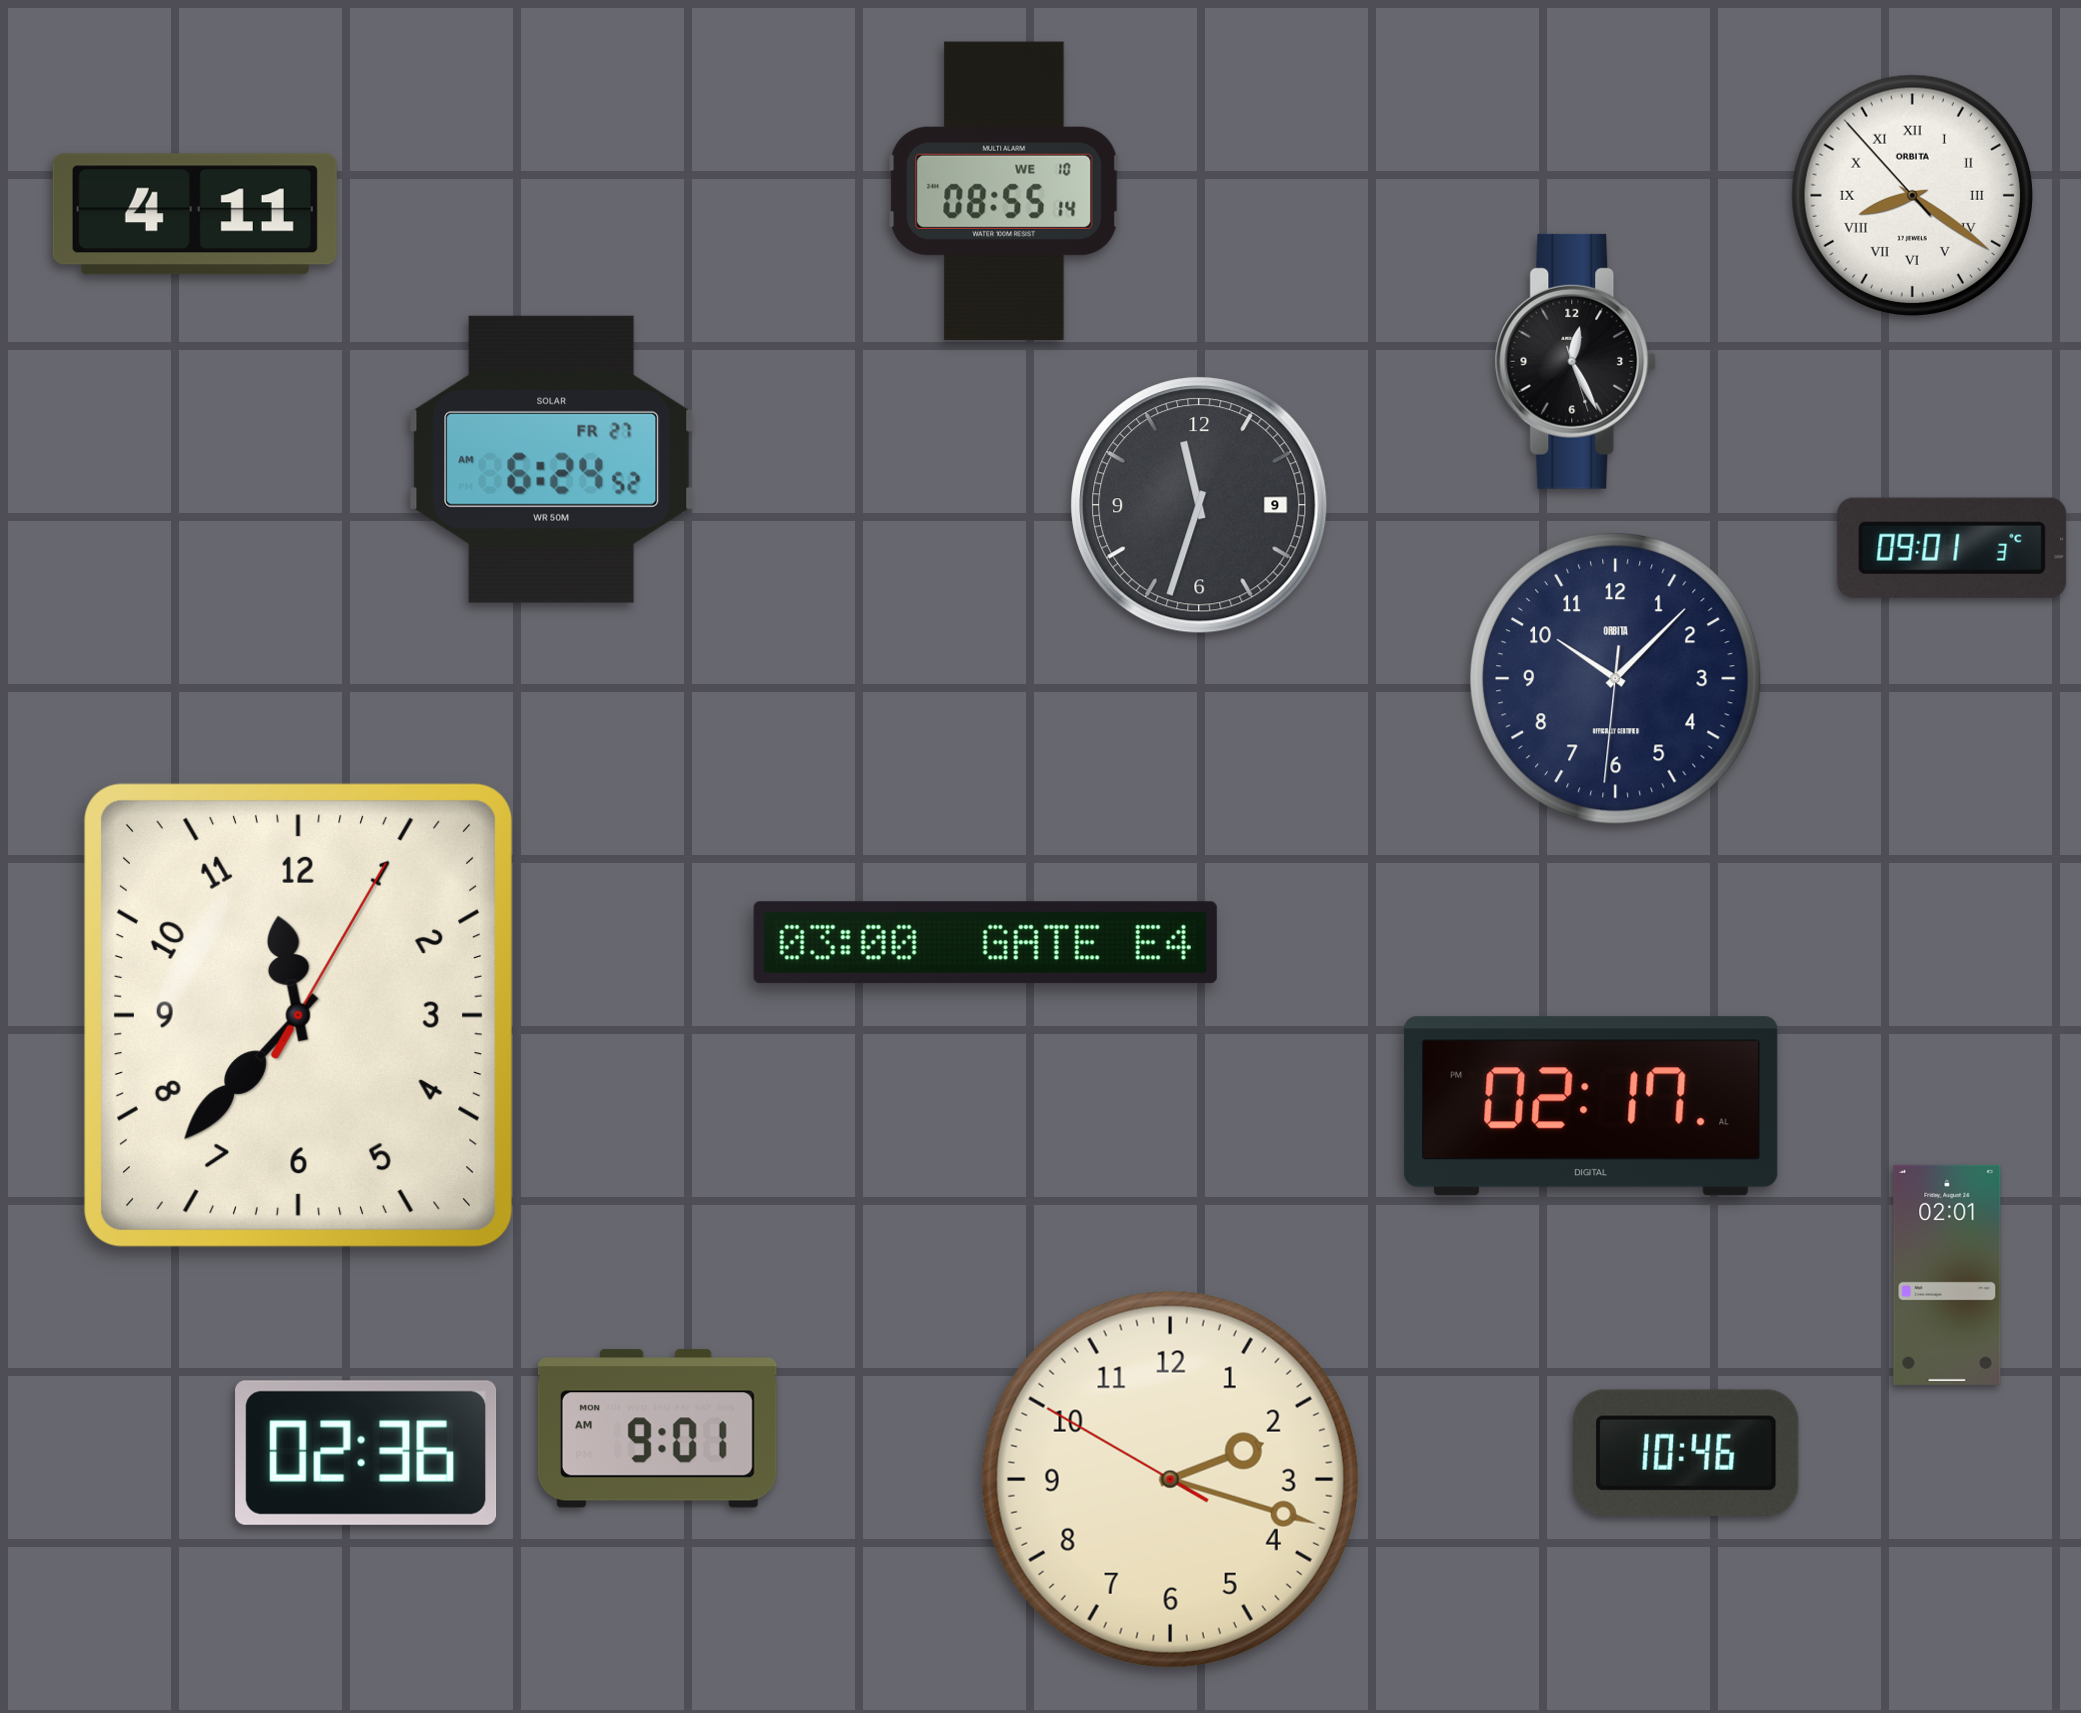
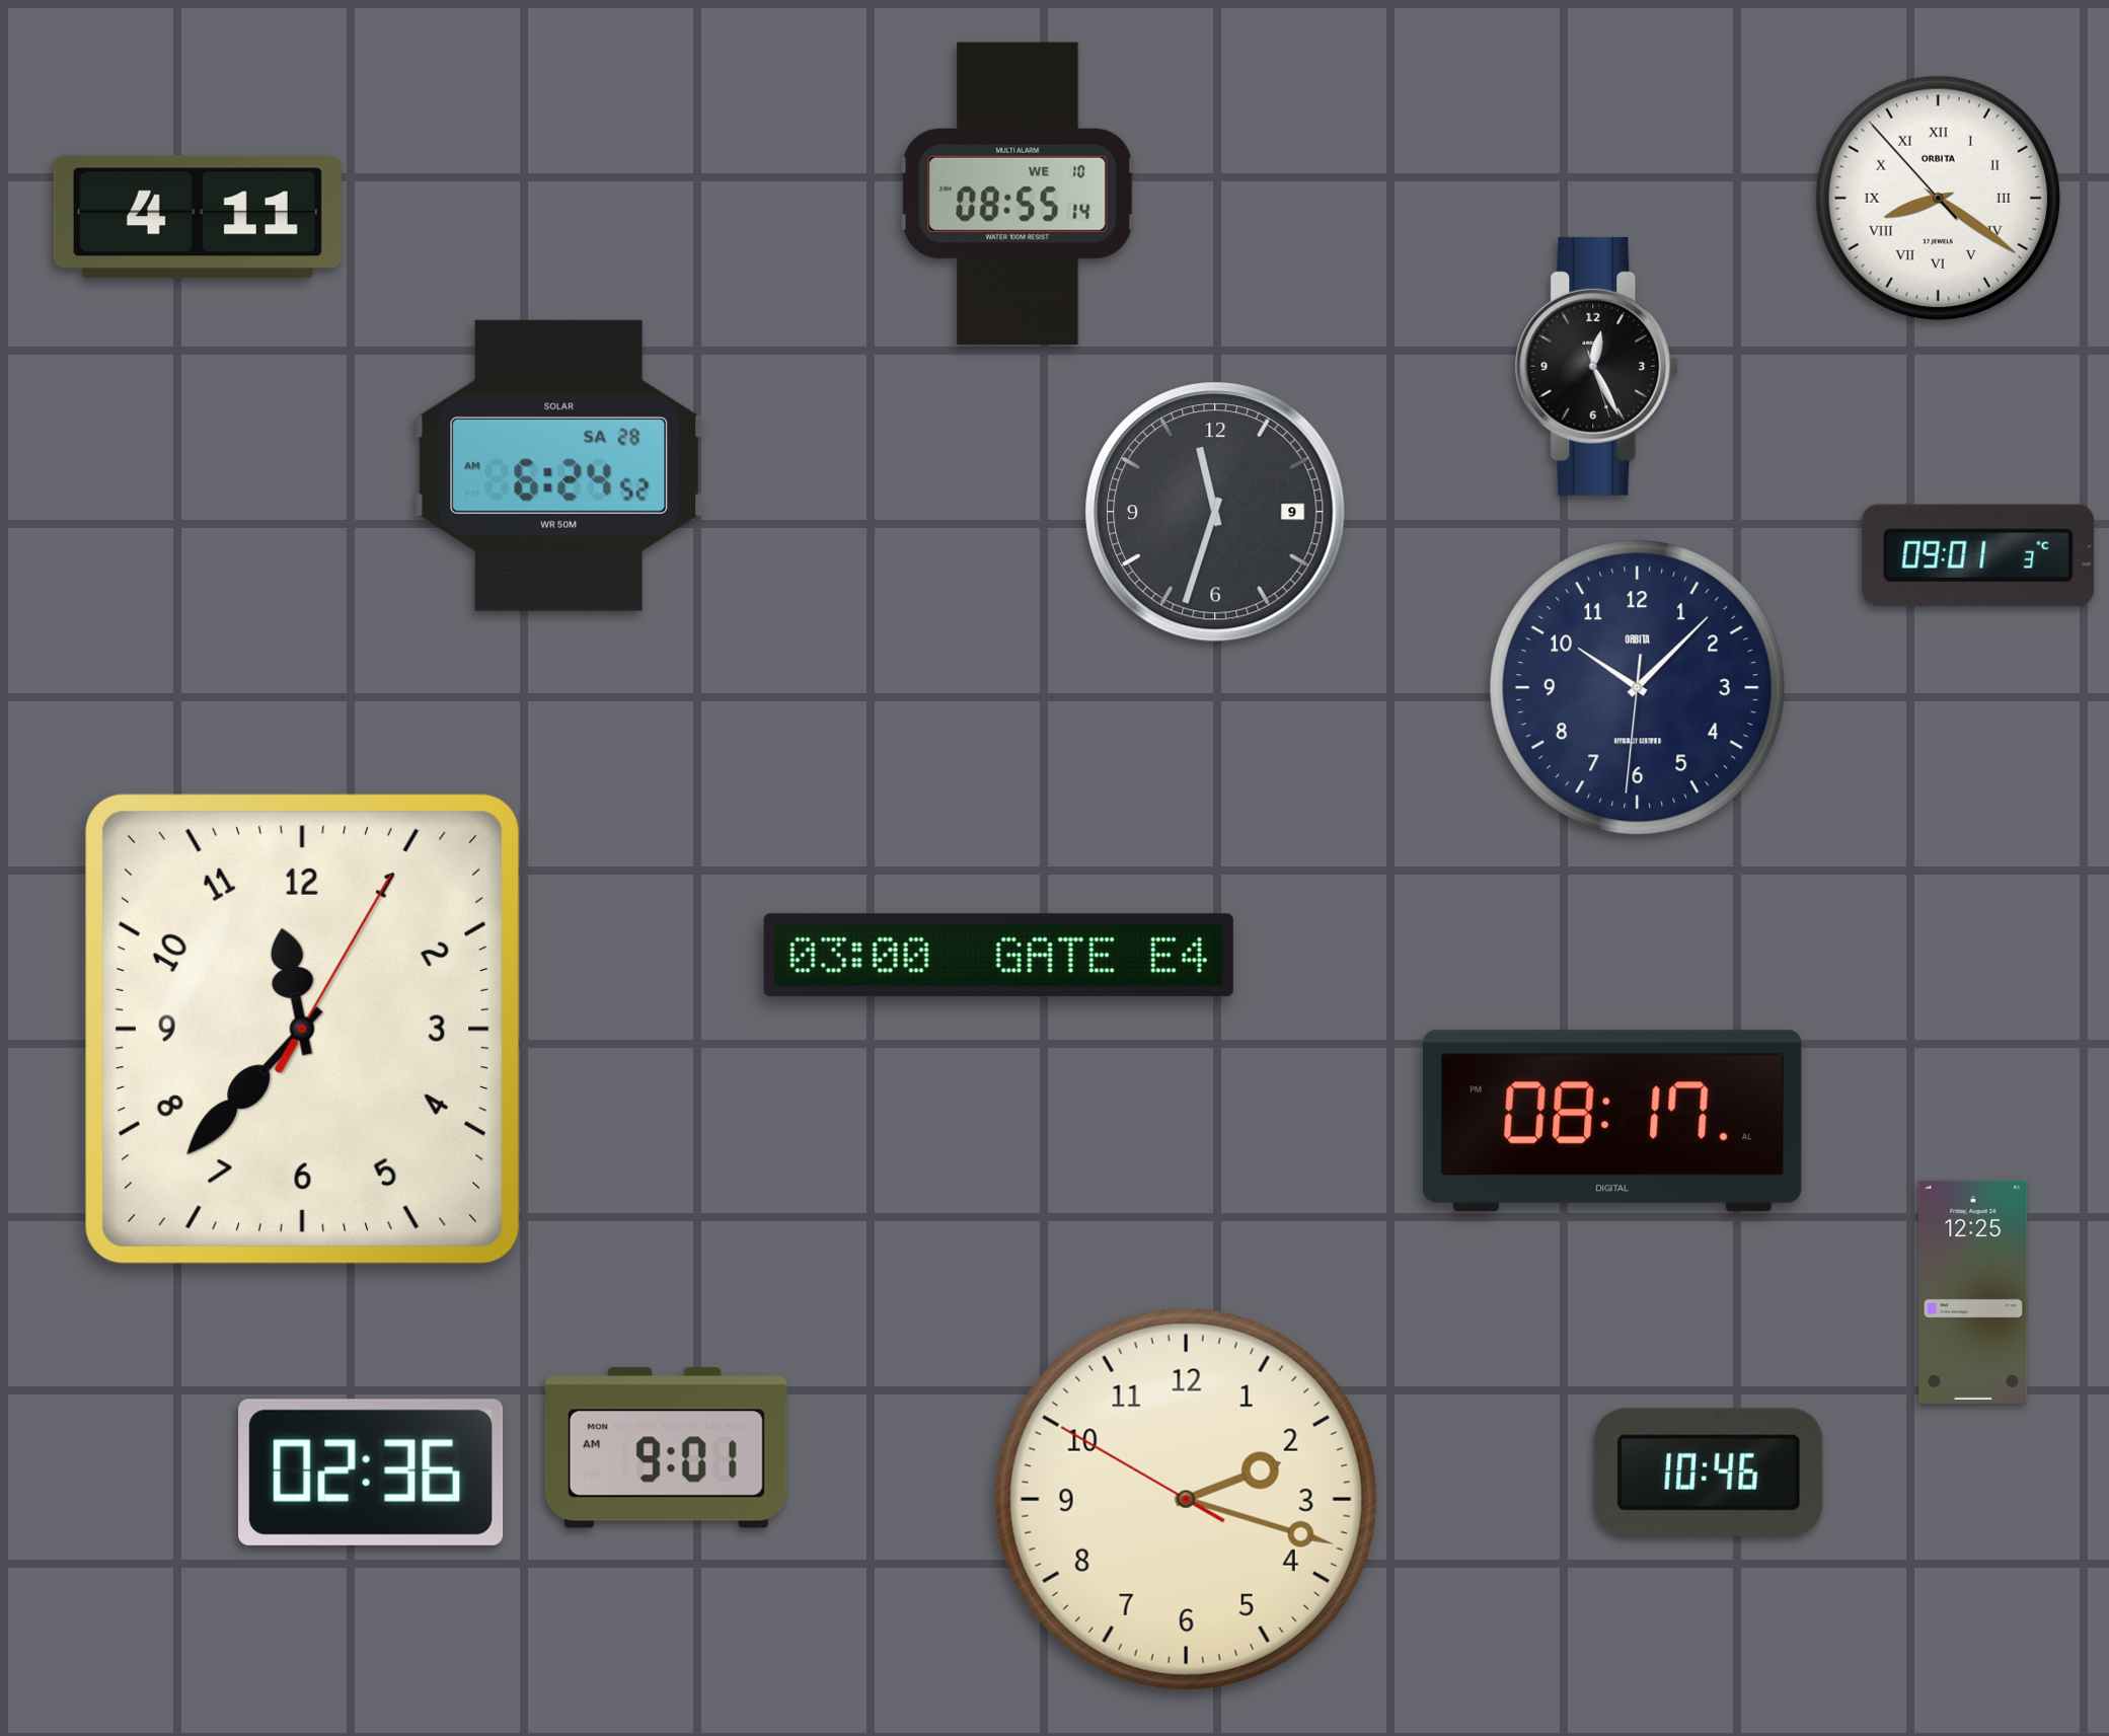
clock at (552, 459) date: FR 27 -> SA 28
clock at (1591, 1106): 02:17 -> 08:17
clock at (1947, 1275): 02:01 -> 12:25
